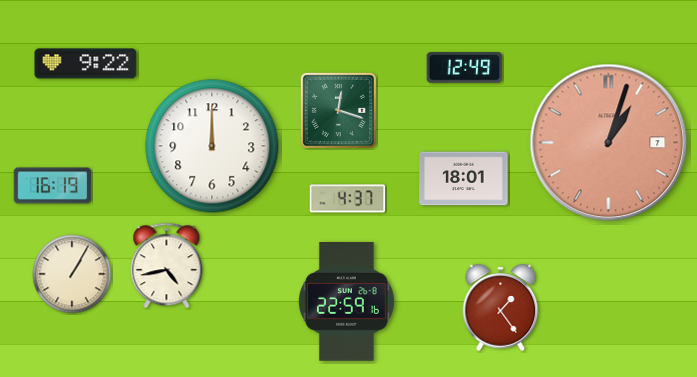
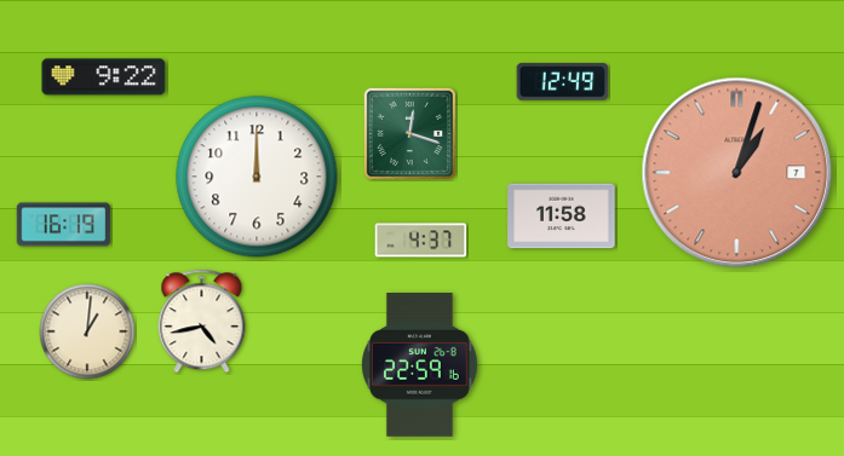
clock at (464, 179): 18:01 -> 11:58
clock at (72, 274): 1:05 -> 1:01
clock at (501, 307): 1:24 -> none
